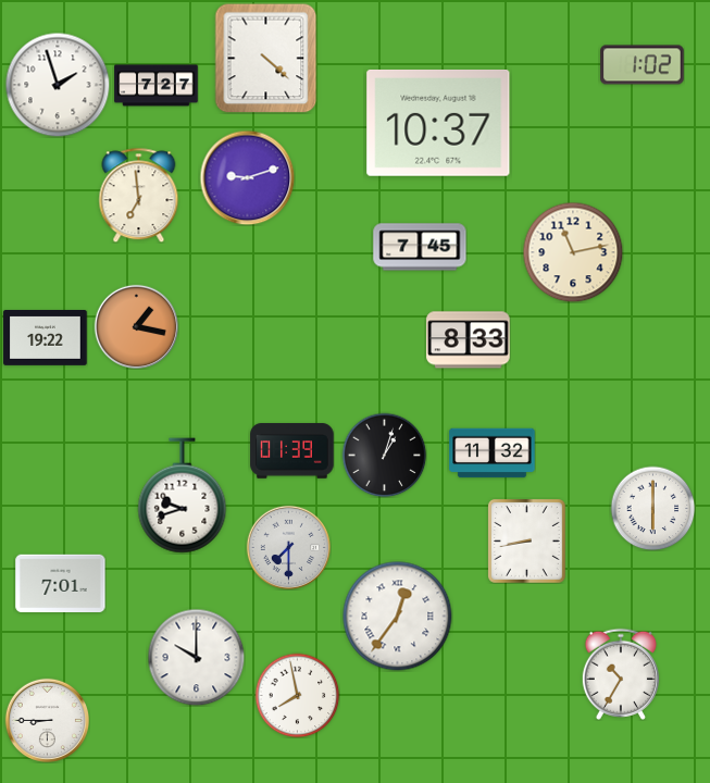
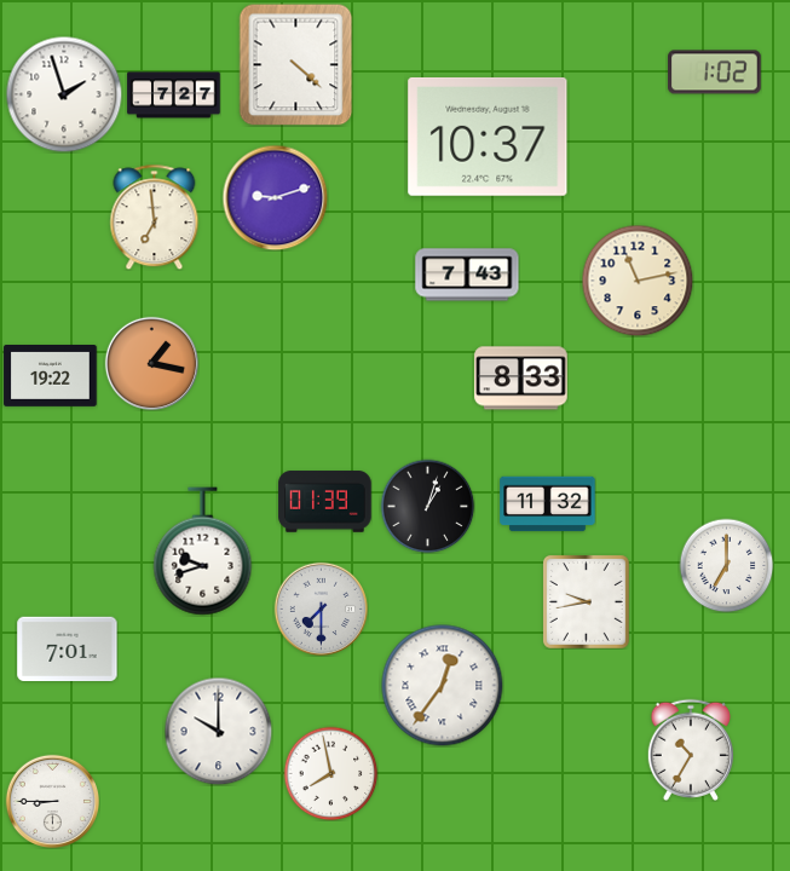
clock at (420, 247): 7:45 -> 7:43
clock at (652, 508): 6:00 -> 7:00
clock at (526, 540): 8:43 -> 9:43
